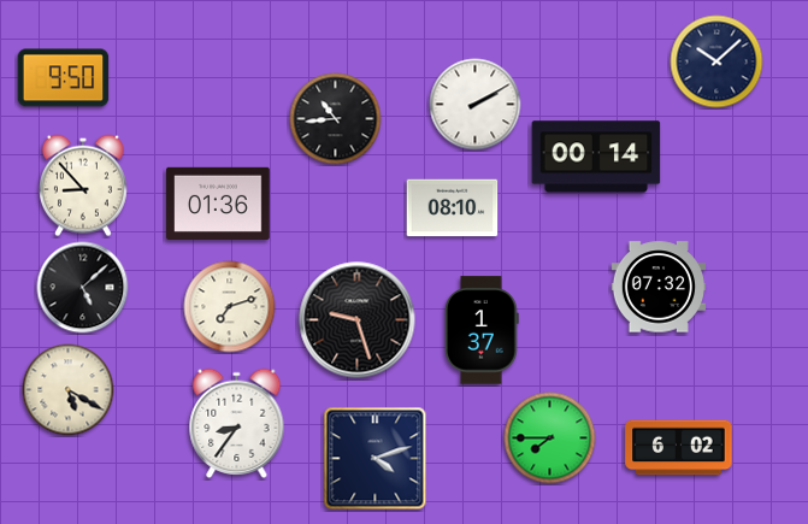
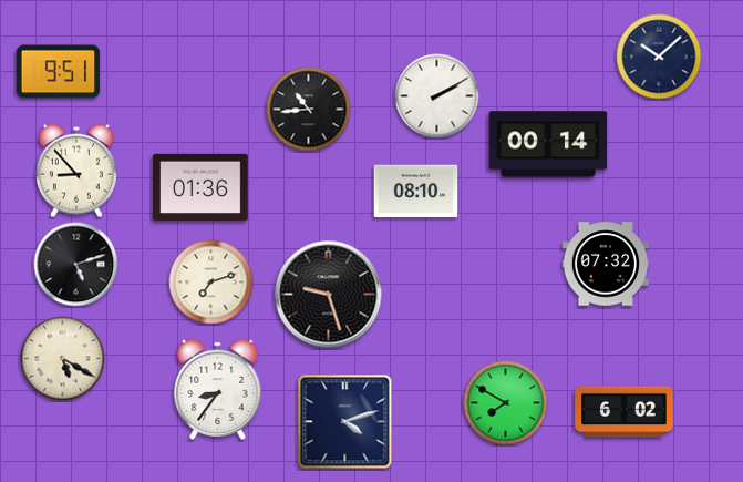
clock at (64, 78): 9:50 -> 9:51
clock at (83, 288): 5:08 -> 5:12
clock at (482, 330): 1:37 -> none
clock at (550, 438): 7:45 -> 7:50
